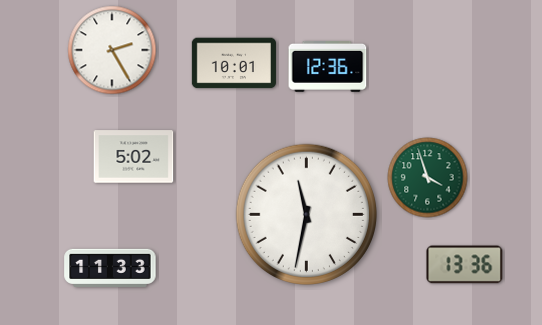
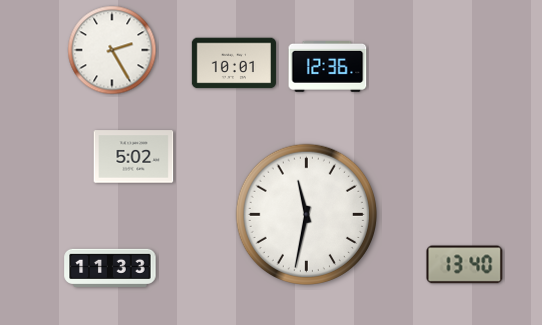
clock at (428, 178): 3:57 -> none
clock at (465, 265): 13:36 -> 13:40
